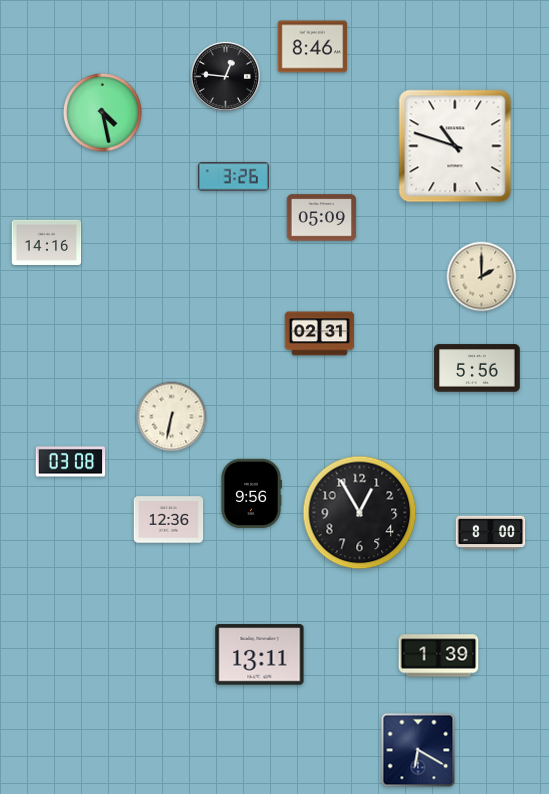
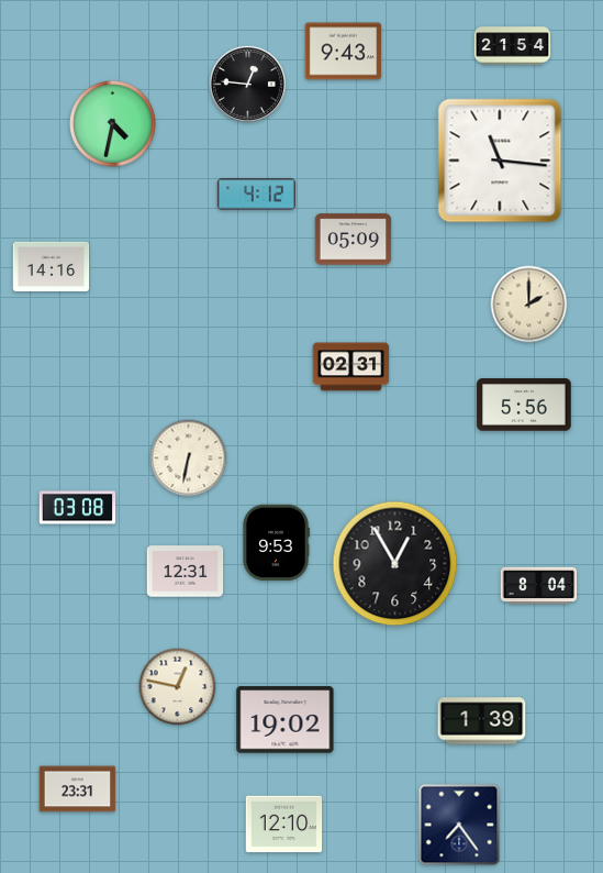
clock at (513, 46): none -> 21:54
clock at (313, 47): 8:46 -> 9:43
clock at (103, 113): 4:28 -> 4:32
clock at (455, 146): 10:48 -> 11:16
clock at (233, 177): 3:26 -> 4:12
clock at (251, 494): 9:56 -> 9:53
clock at (169, 520): 12:36 -> 12:31
clock at (491, 533): 8:00 -> 8:04
clock at (178, 687): none -> 12:47
clock at (260, 655): 13:11 -> 19:02
clock at (78, 789): none -> 23:31
clock at (284, 825): none -> 12:10
clock at (418, 750): 6:20 -> 7:24
